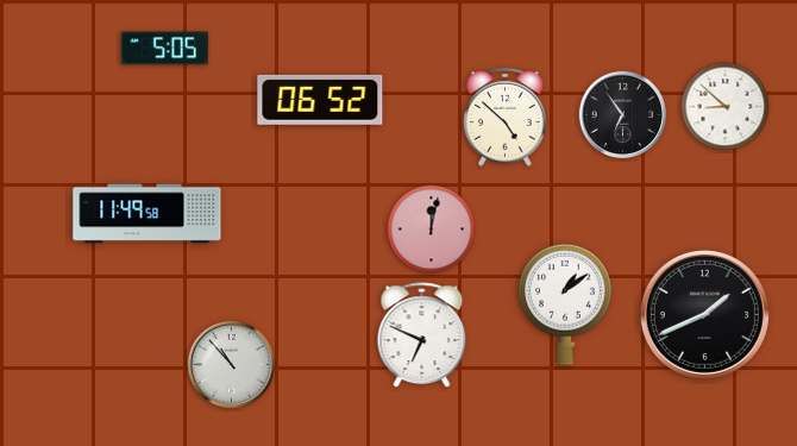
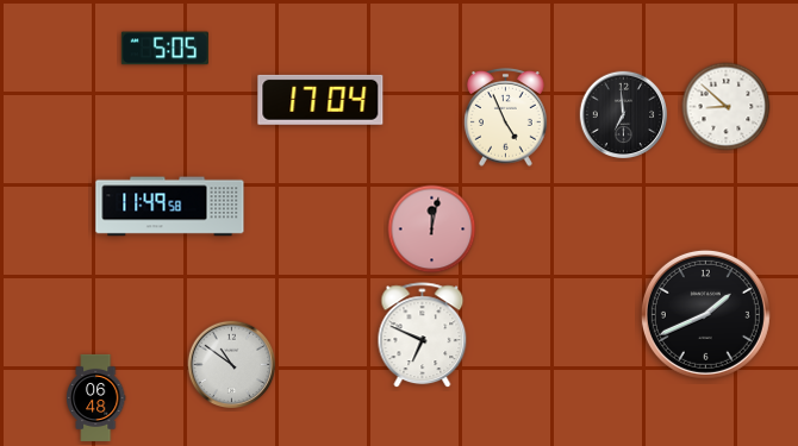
clock at (320, 100): 06:52 -> 17:04
clock at (623, 115): 6:54 -> 6:59
clock at (506, 117): 4:52 -> 4:56
clock at (148, 214) position: (148, 214) -> (170, 207)
clock at (566, 304): 1:09 -> none
clock at (232, 365): 10:53 -> 10:51
clock at (95, 397): none -> 06:48
